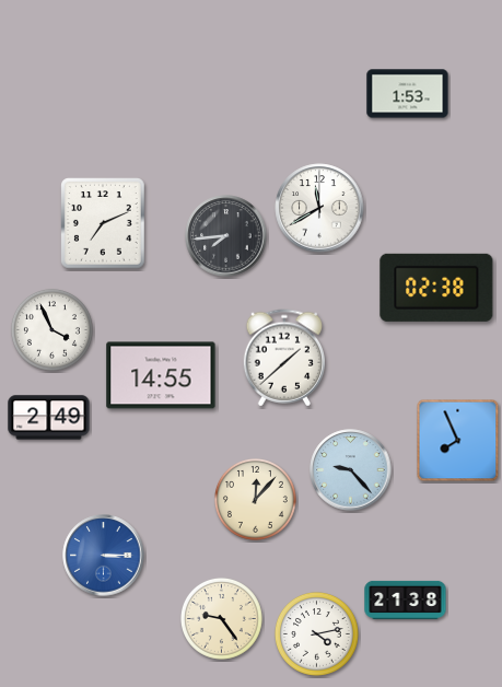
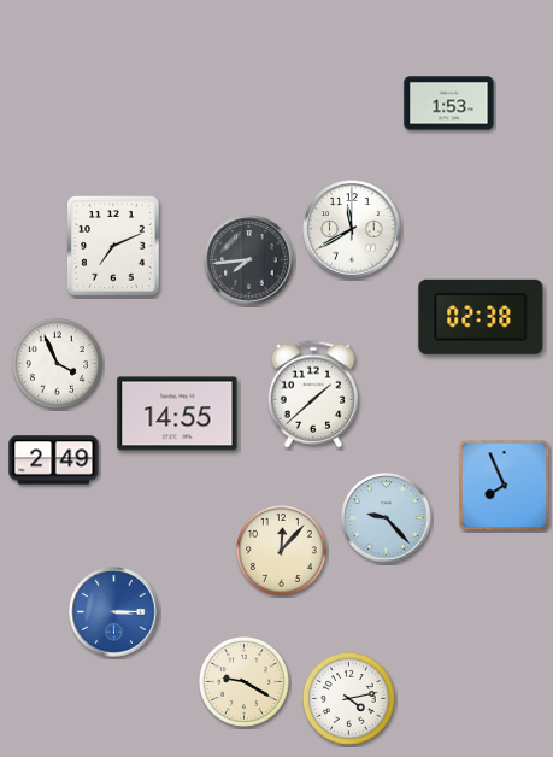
clock at (406, 599): 21:38 -> none
clock at (221, 618): 9:24 -> 9:20
